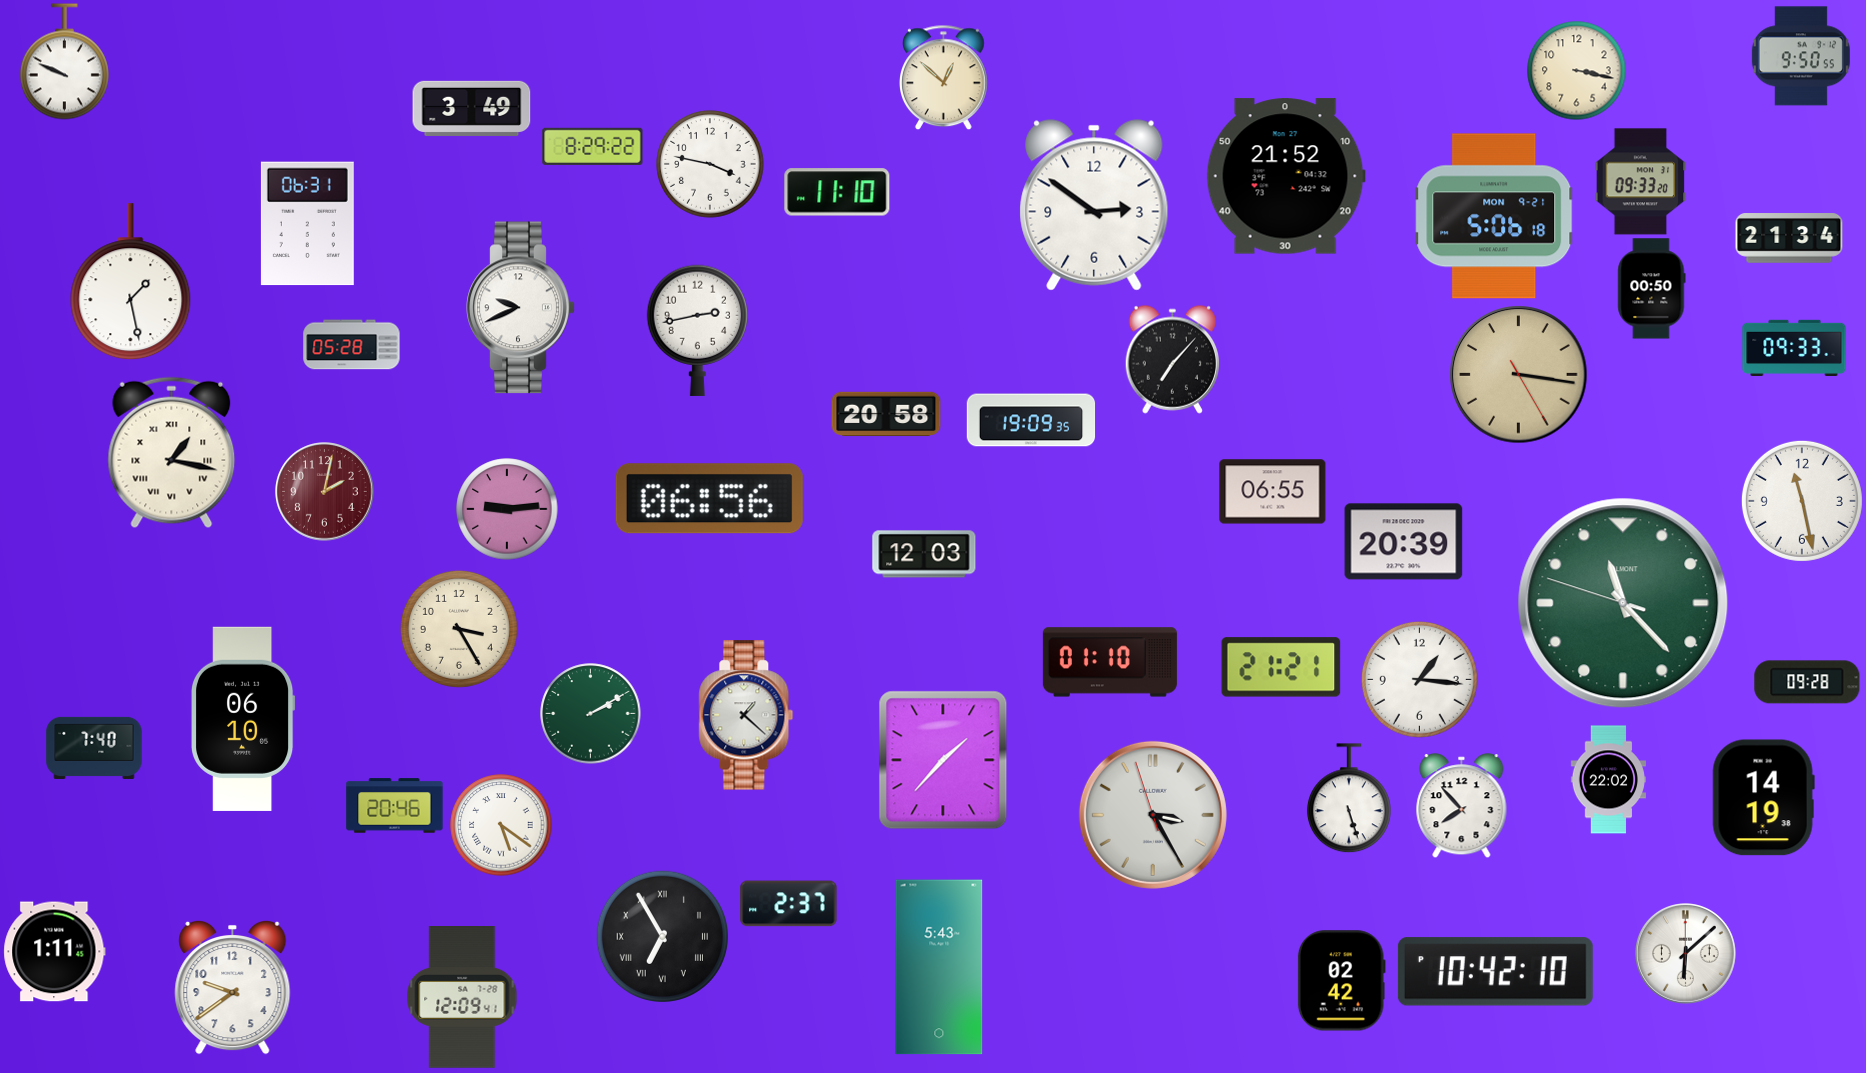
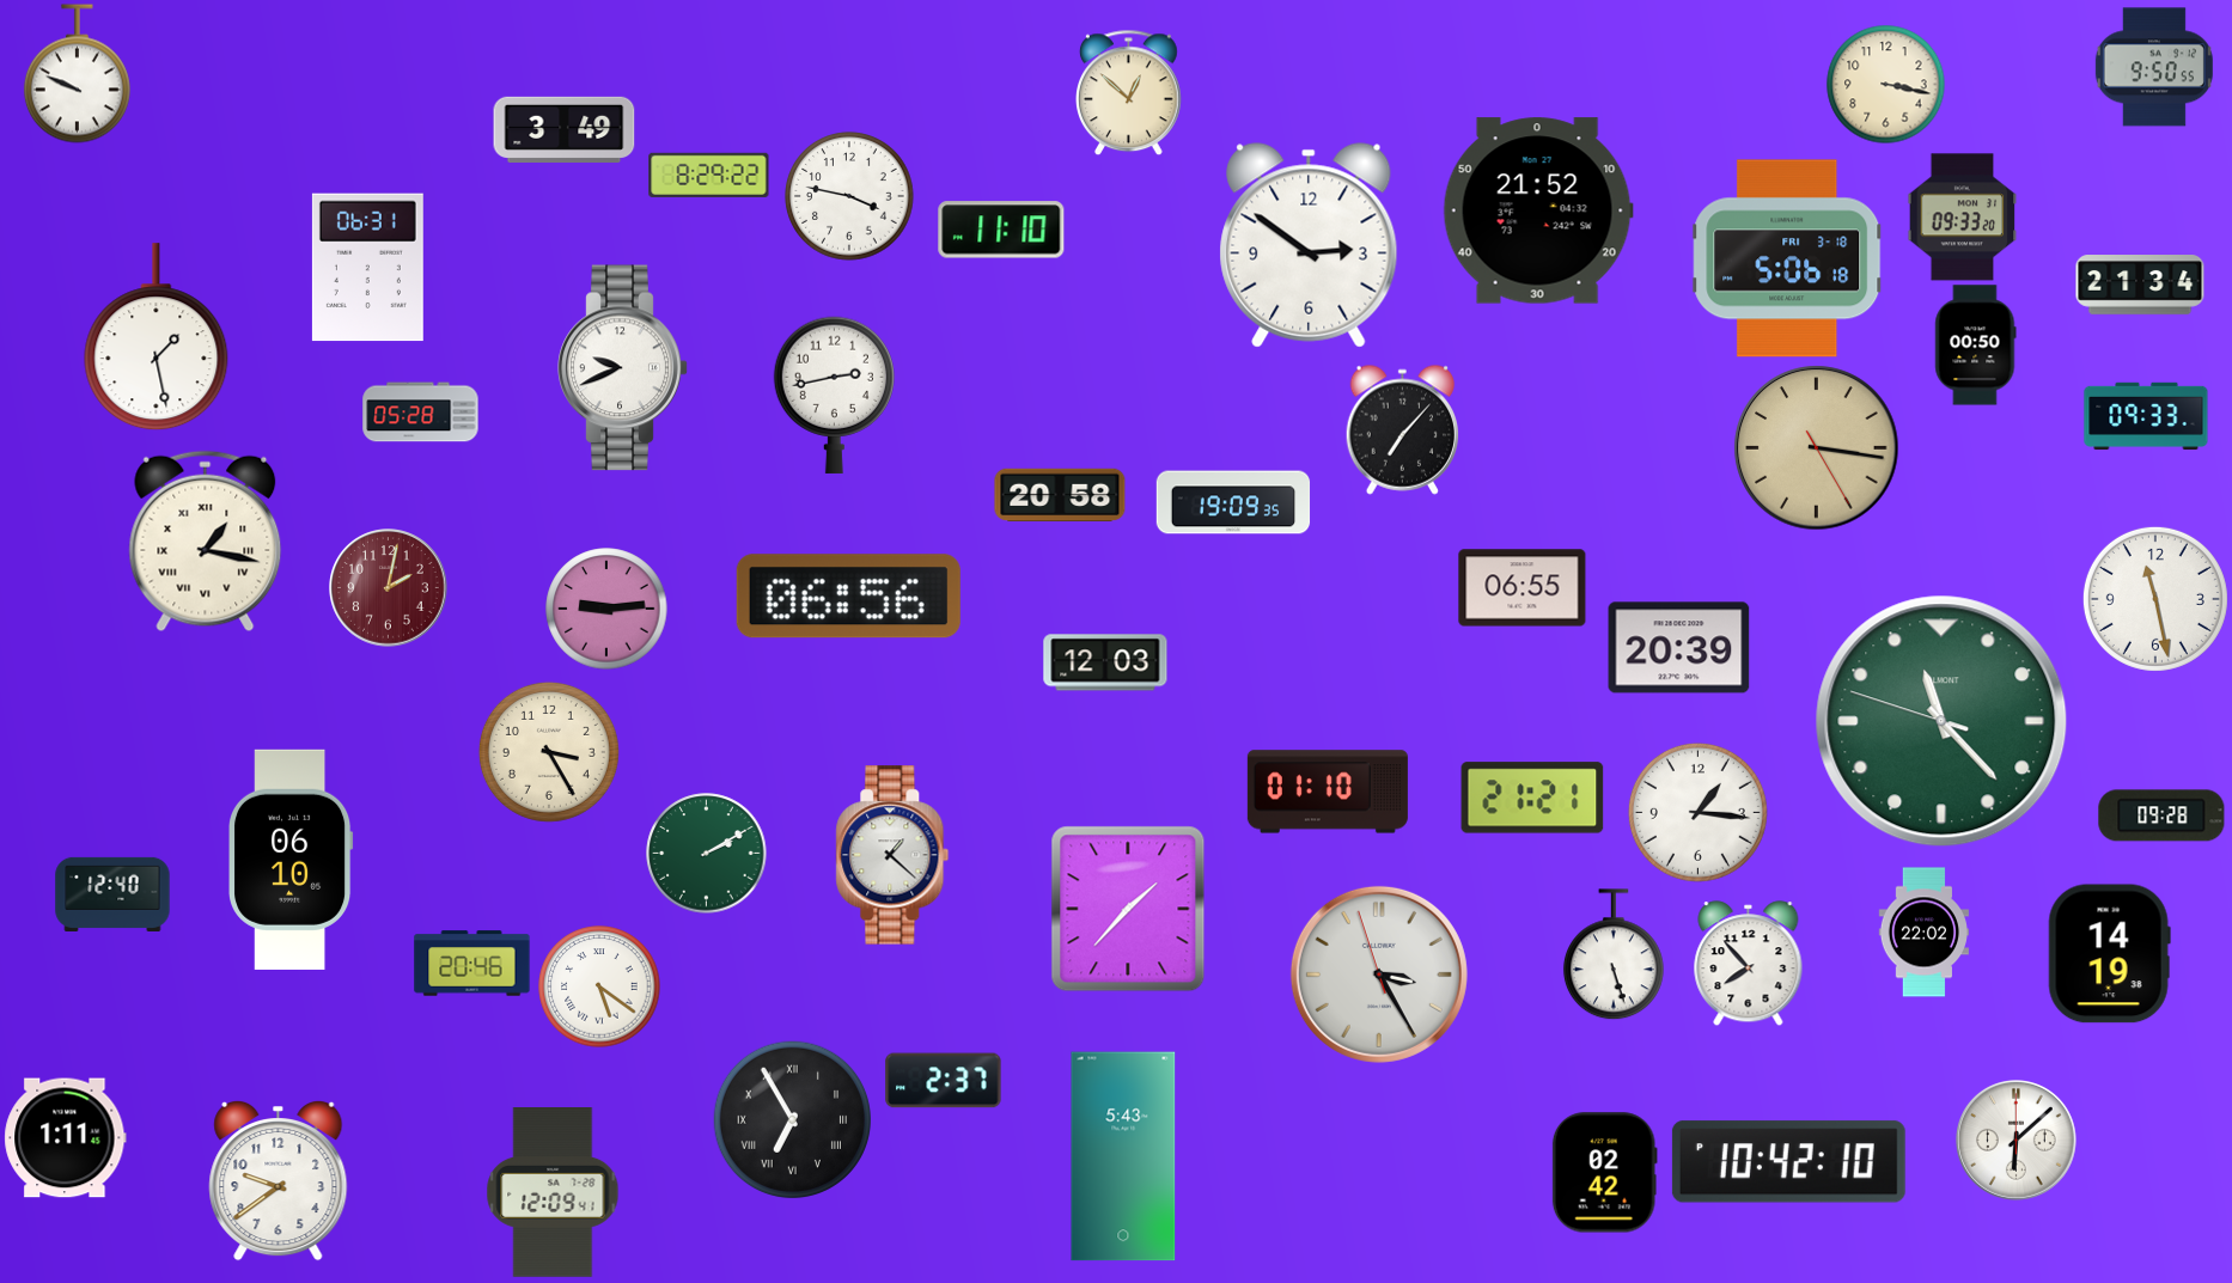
clock at (1495, 216) date: MON 9-21 -> FRI 3-18
clock at (94, 748): 7:40 -> 12:40
